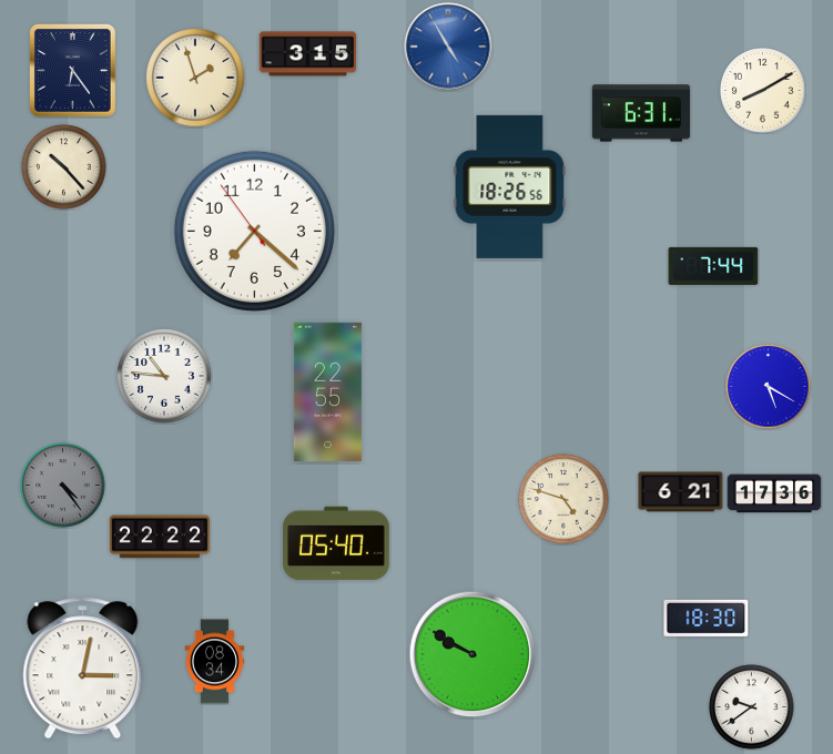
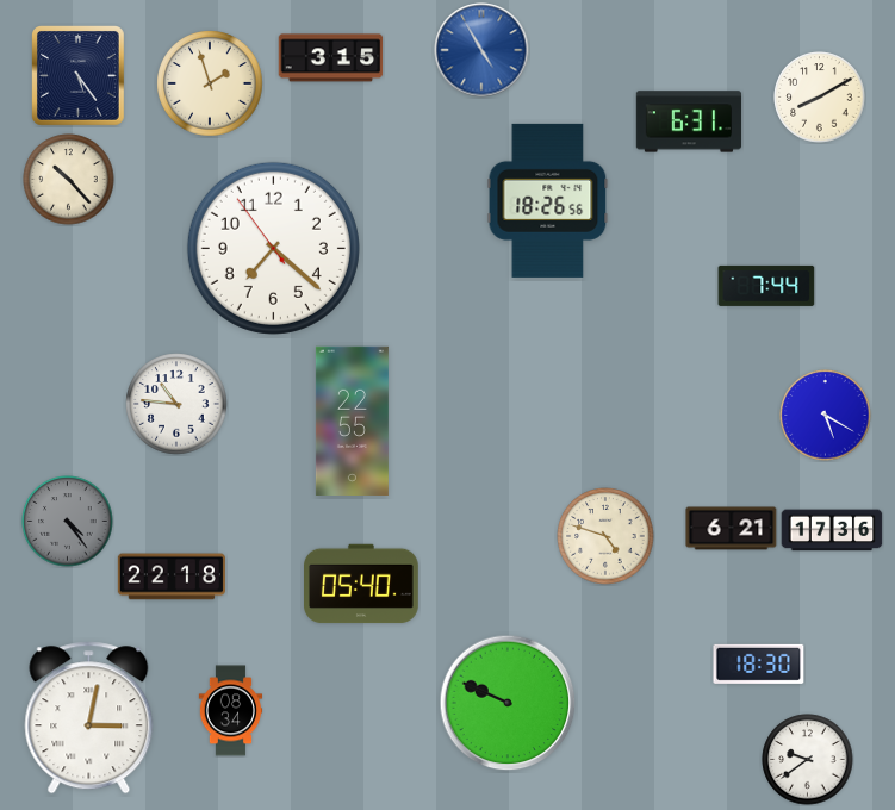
clock at (73, 71): 6:24 -> 5:24
clock at (160, 537): 22:22 -> 22:18
clock at (473, 654): 9:50 -> 9:49
